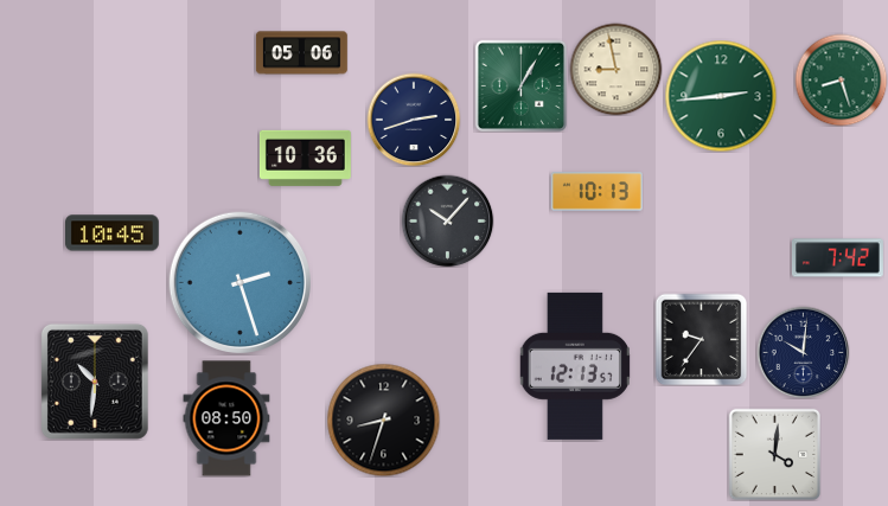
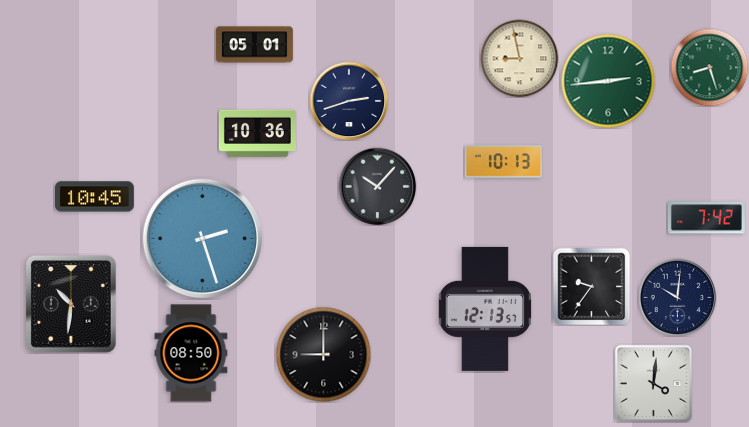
clock at (301, 53): 05:06 -> 05:01
clock at (520, 85): 1:05 -> none
clock at (95, 382) position: (95, 382) -> (71, 304)
clock at (383, 419): 8:33 -> 9:00
